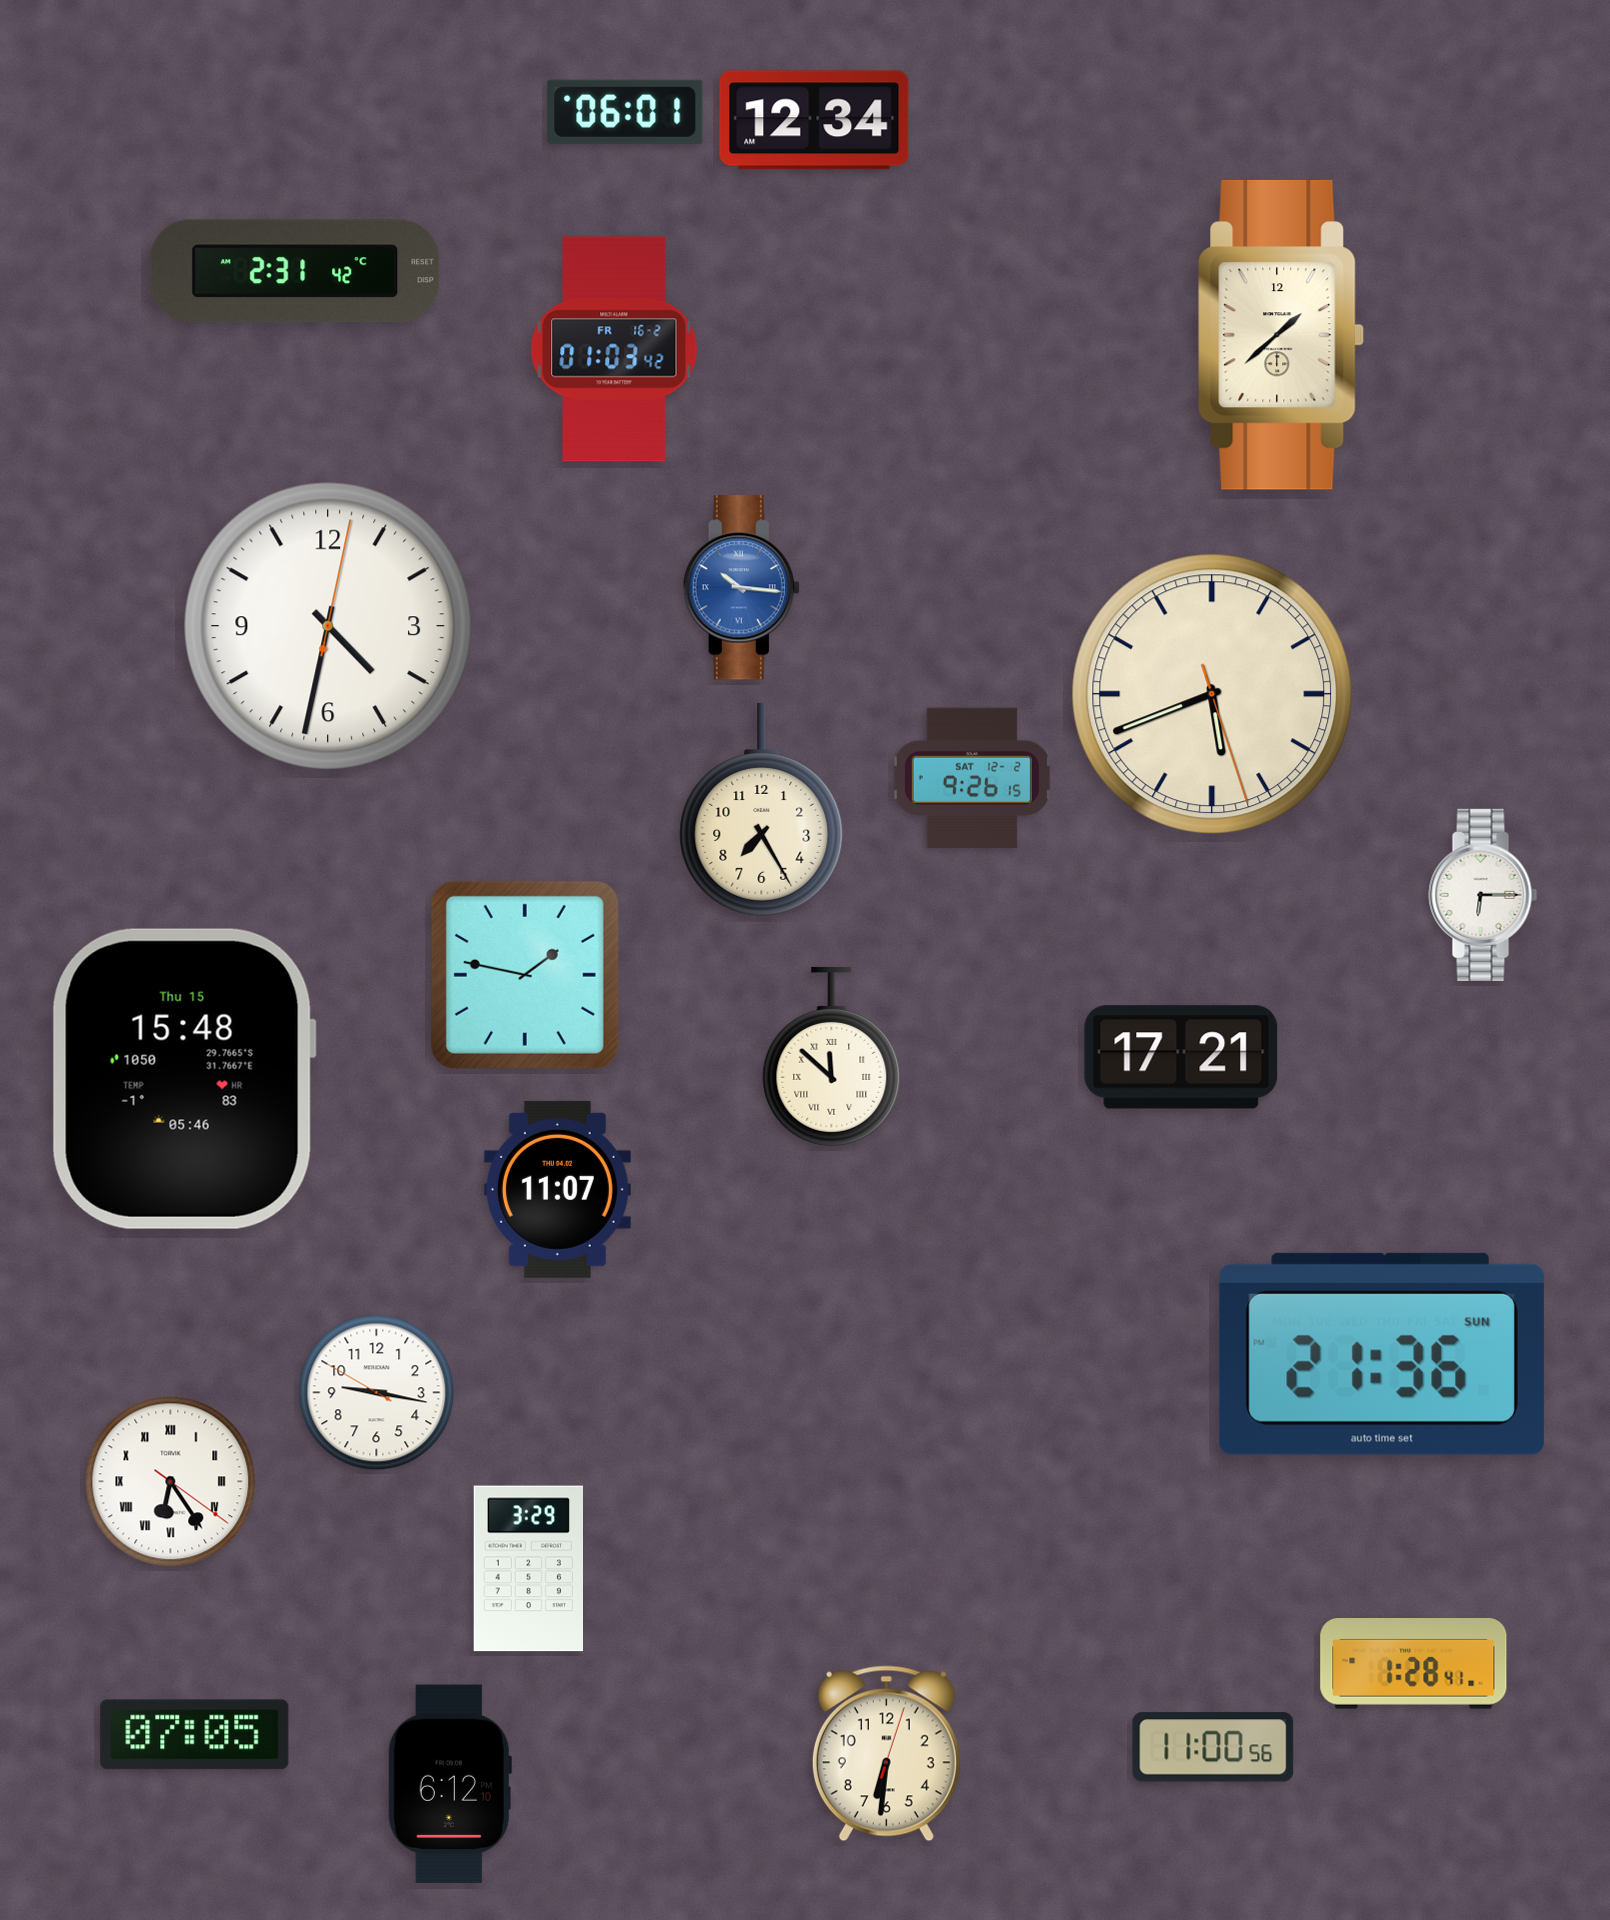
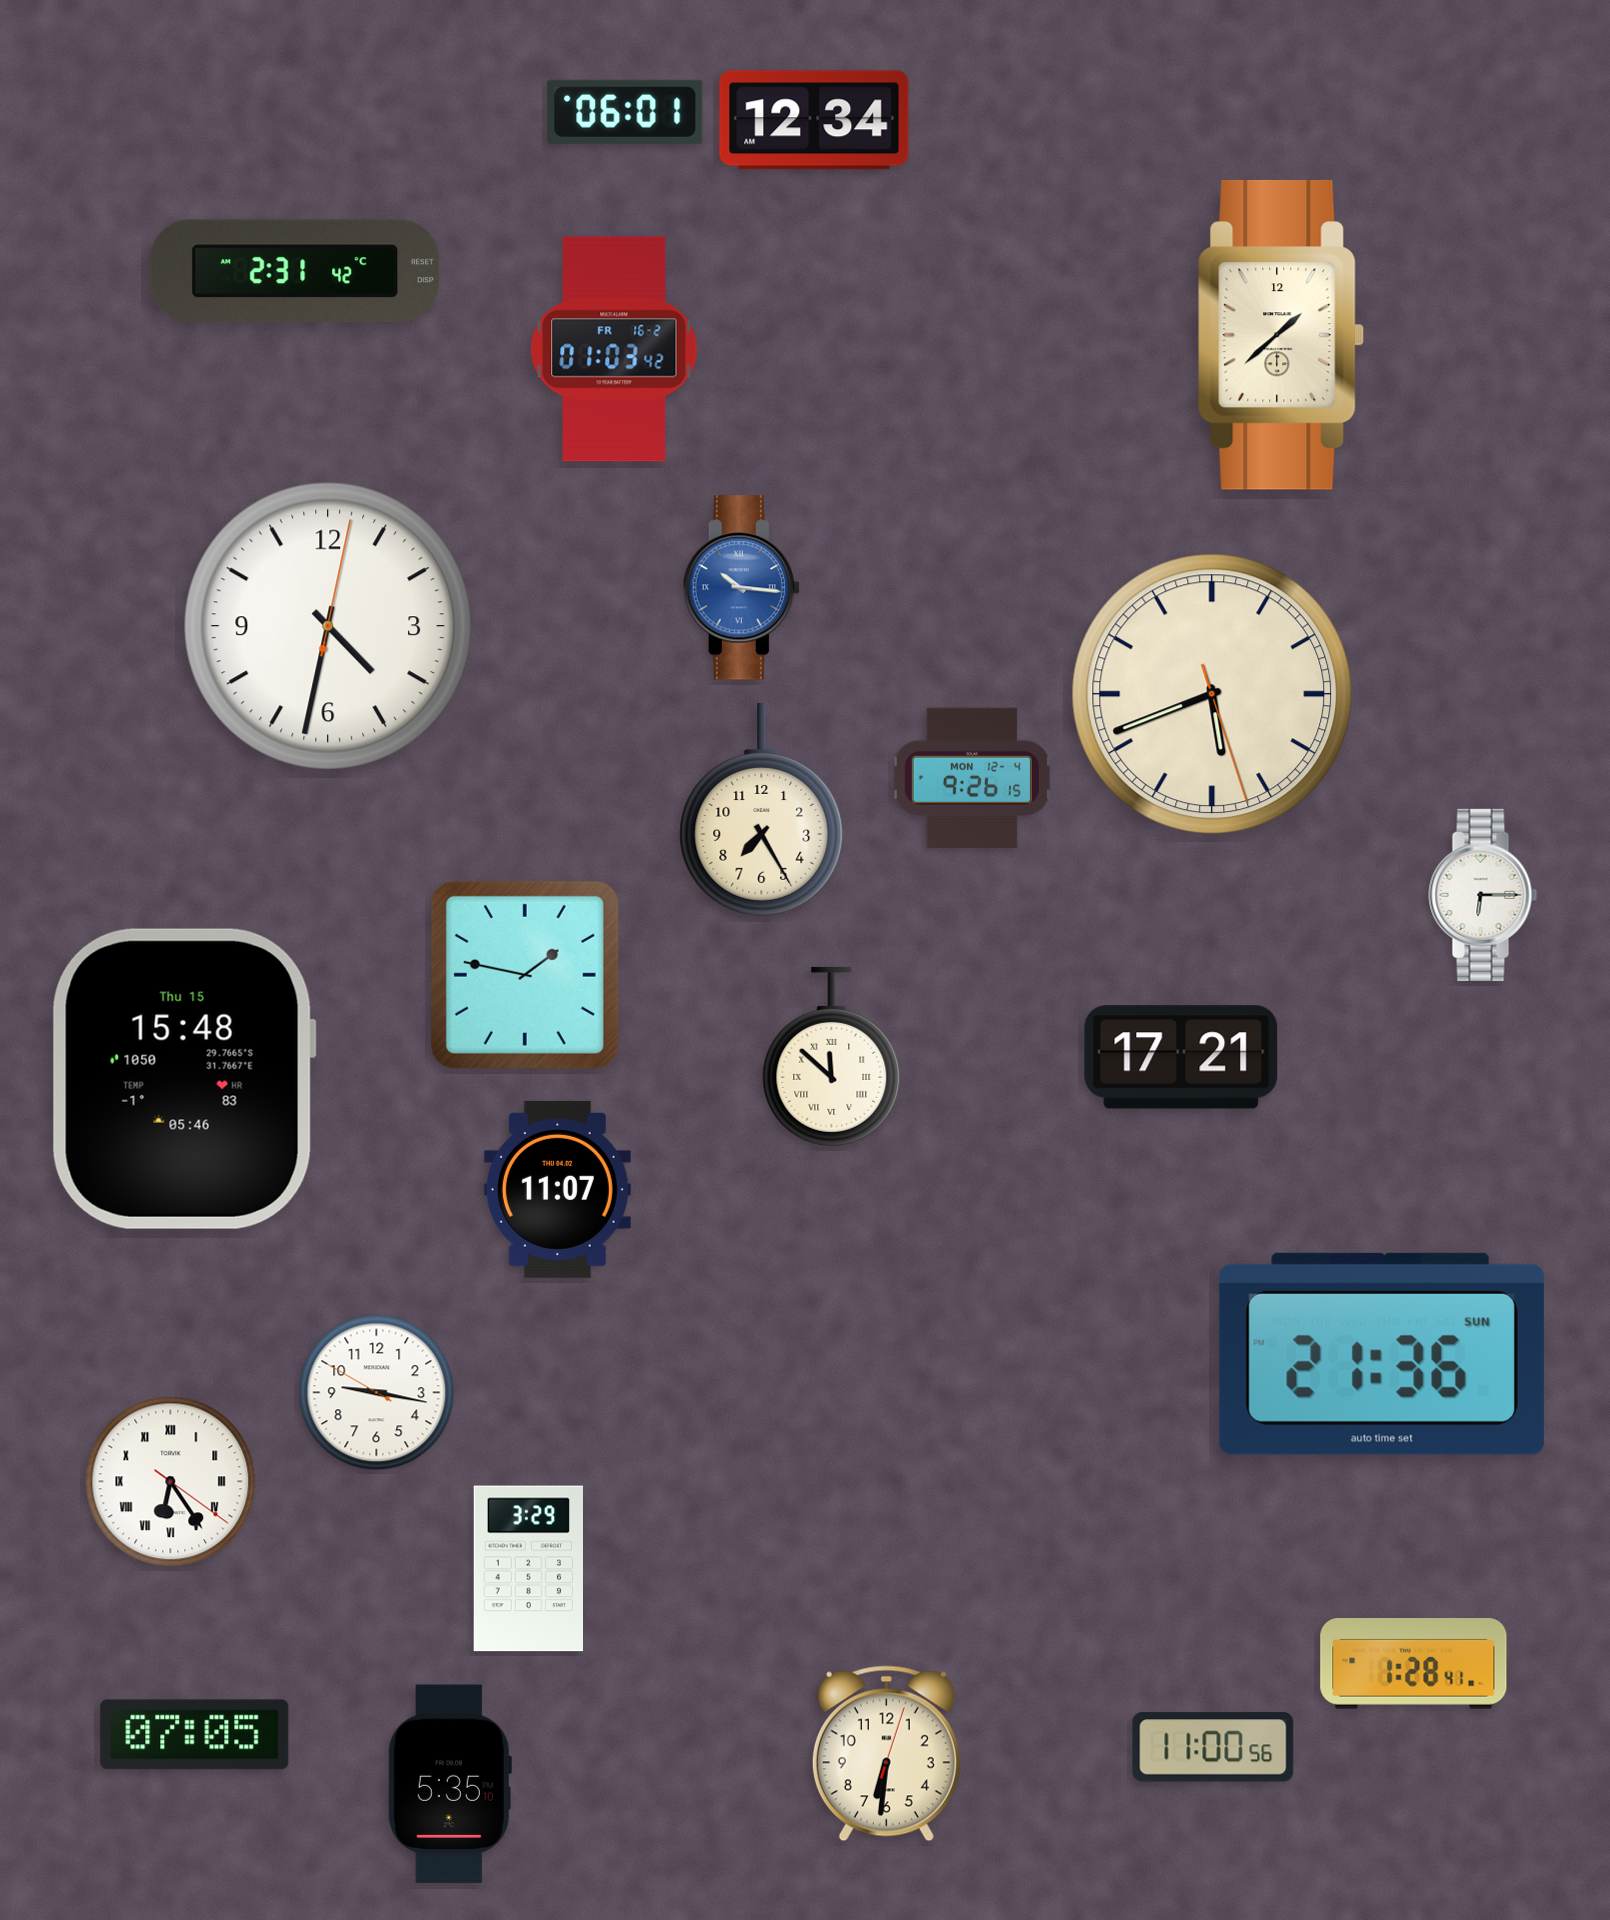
clock at (972, 778) date: SAT 12-2 -> MON 12-4
clock at (450, 1784): 6:12 -> 5:35
